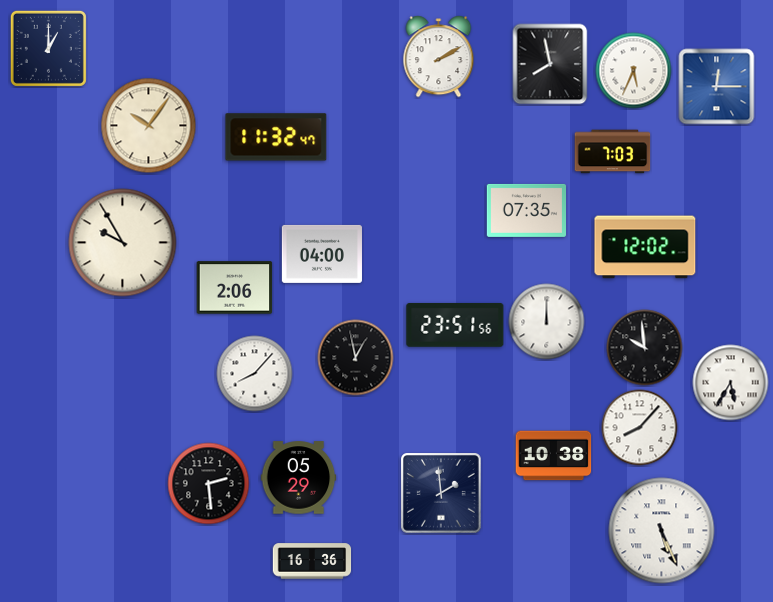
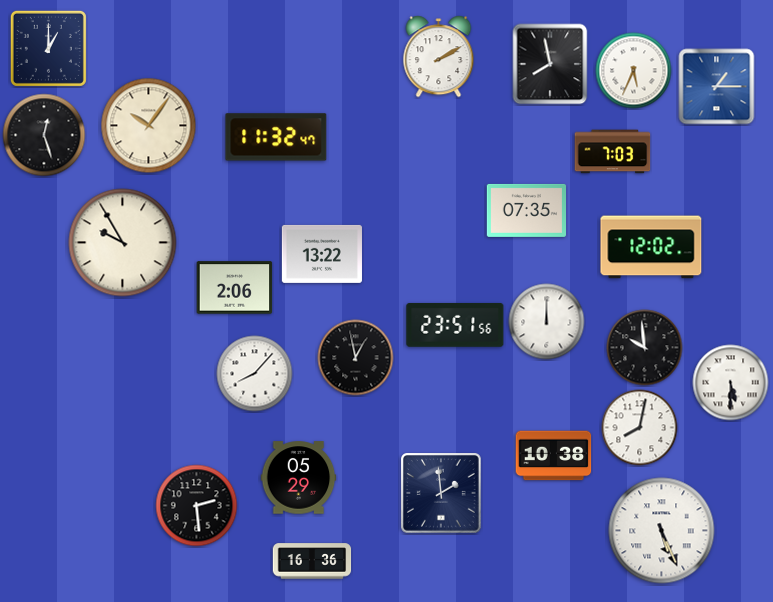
clock at (717, 87): 12:15 -> 1:15
clock at (44, 135): none -> 12:27
clock at (645, 247) position: (645, 247) -> (651, 247)
clock at (322, 254): 04:00 -> 13:22
clock at (731, 383): 5:35 -> 5:30
clock at (640, 428): 8:07 -> 8:02
clock at (209, 484) position: (209, 484) -> (197, 506)
